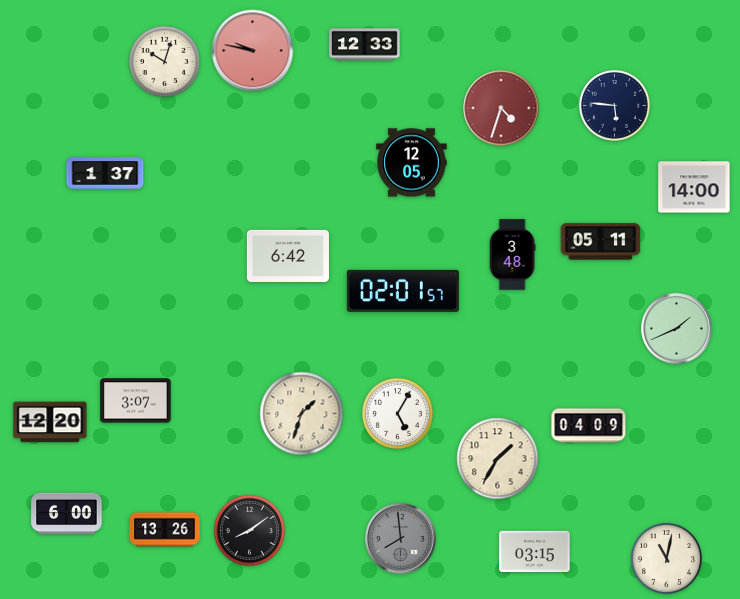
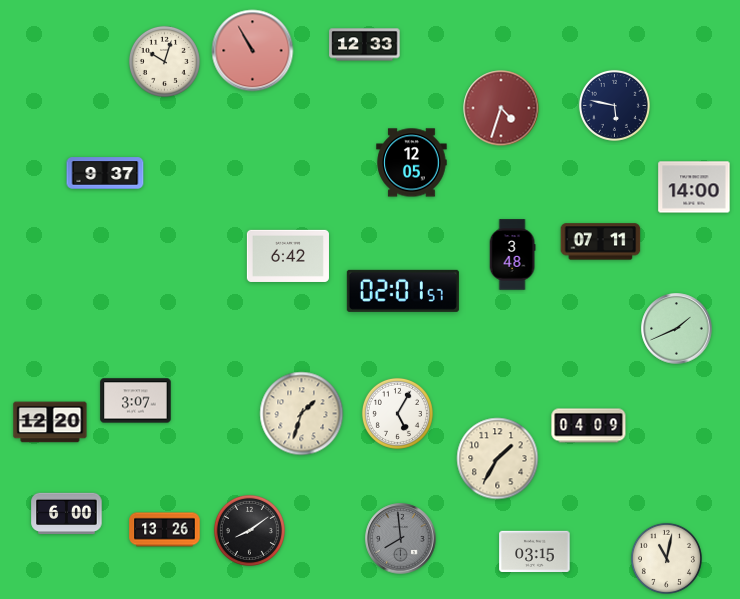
clock at (253, 51): 9:47 -> 10:55
clock at (614, 105): 5:46 -> 5:47
clock at (105, 173): 1:37 -> 9:37
clock at (601, 242): 05:11 -> 07:11
